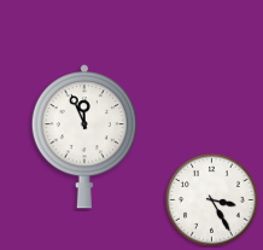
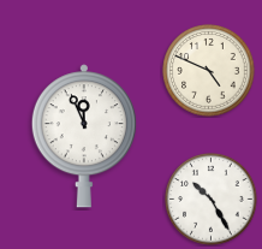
clock at (209, 71): none -> 4:49
clock at (212, 200): 3:25 -> 10:25
